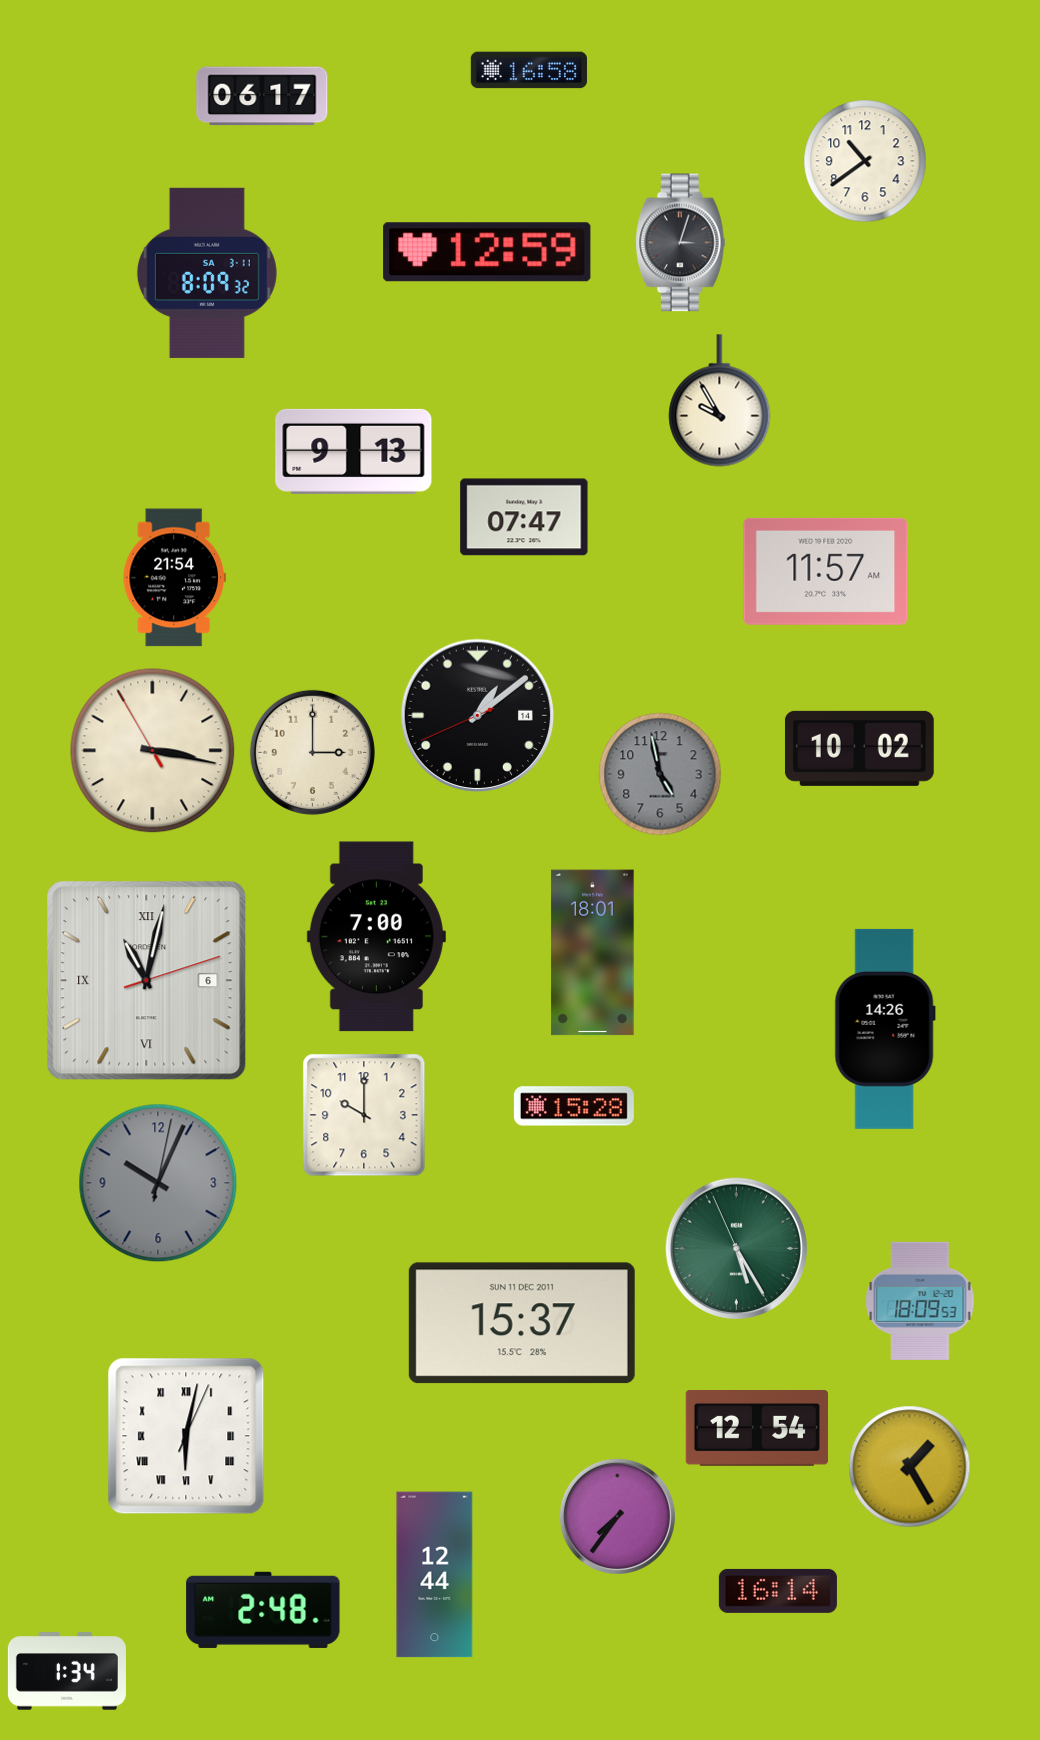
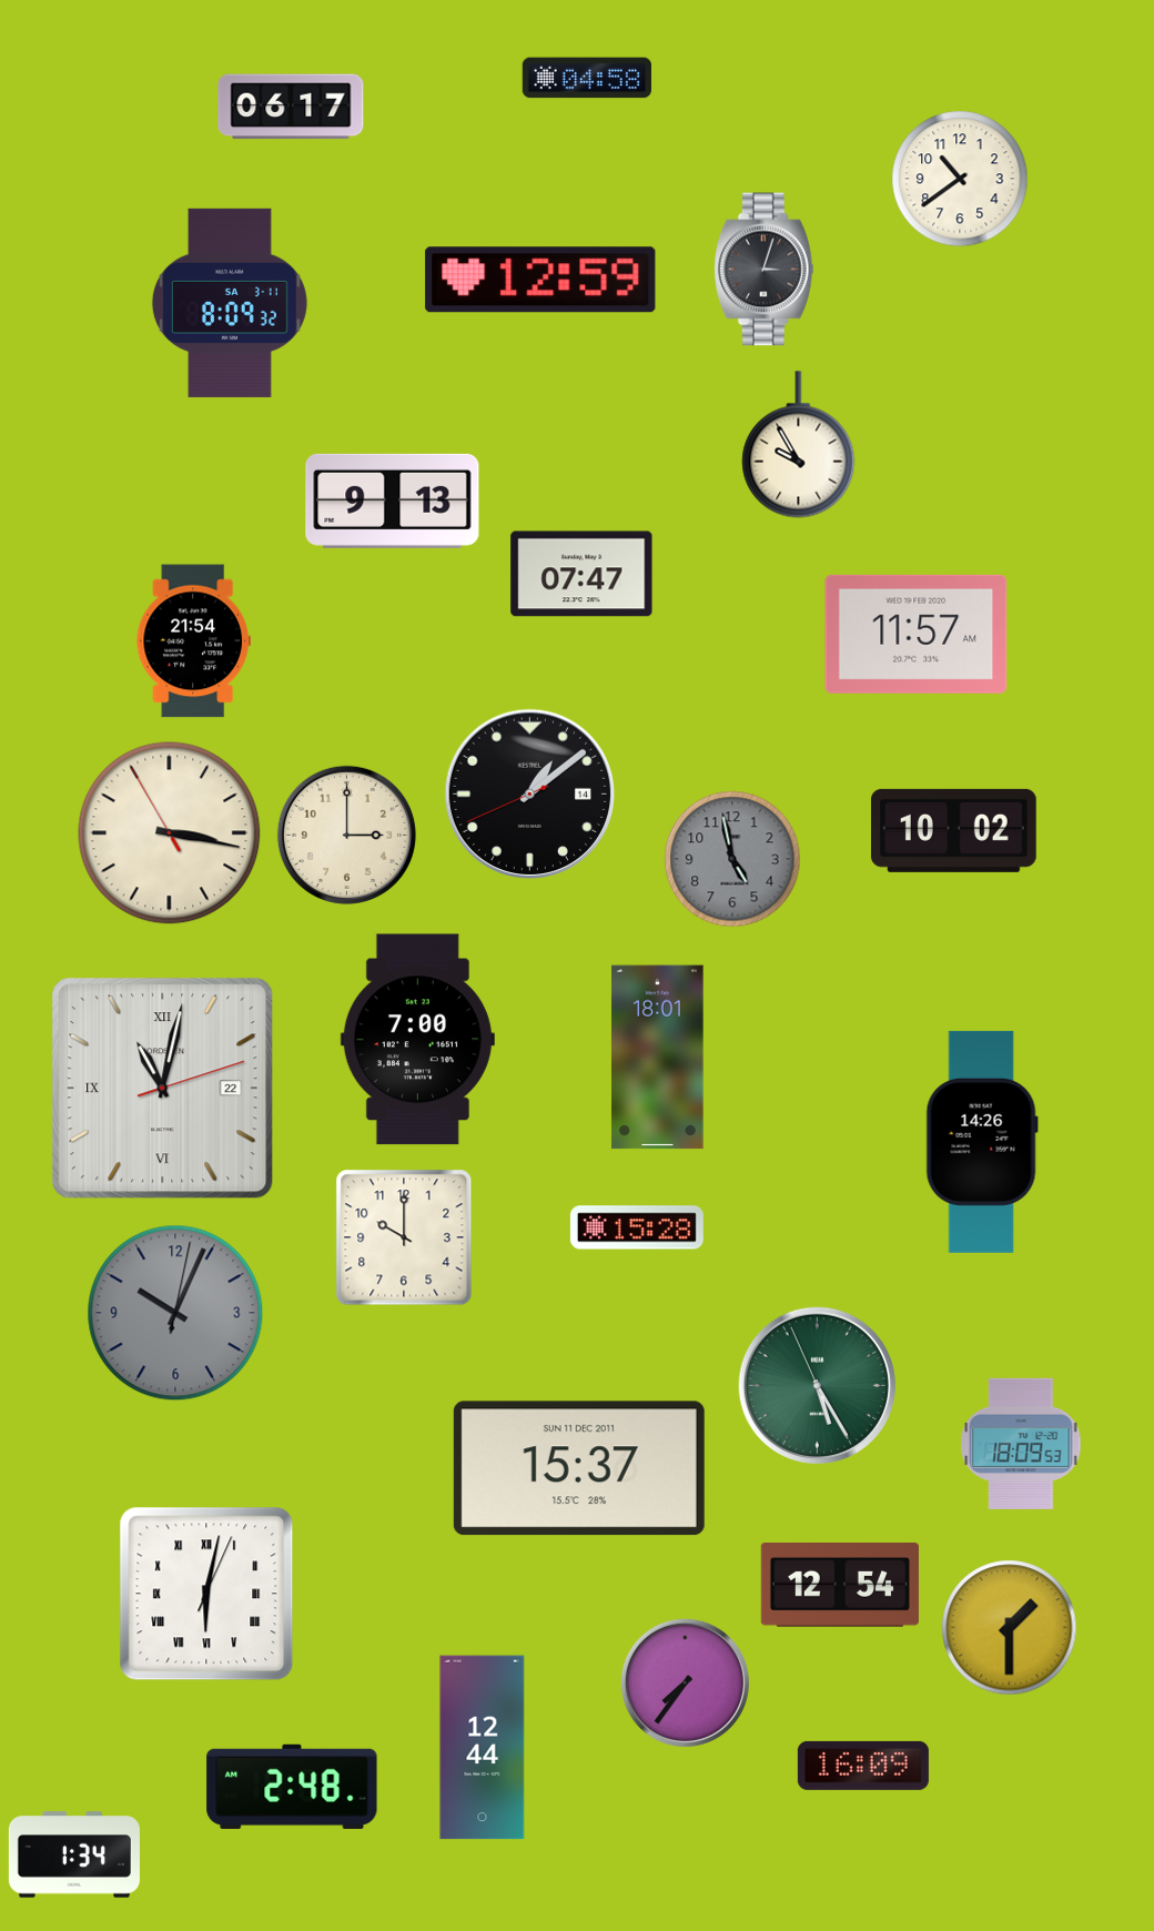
clock at (528, 70): 16:58 -> 04:58
clock at (680, 243) position: (680, 243) -> (763, 270)
clock at (147, 981) date: 6 -> 22
clock at (910, 1467): 1:25 -> 1:30
clock at (778, 1591): 16:14 -> 16:09
